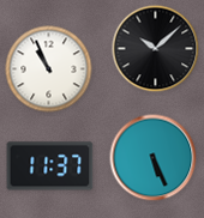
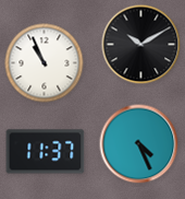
clock at (156, 49): 10:08 -> 10:10
clock at (154, 158): 5:26 -> 4:26
